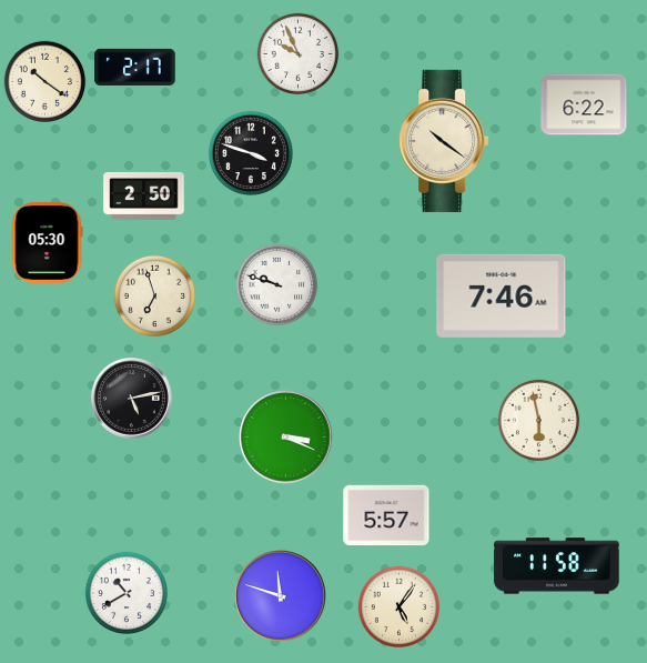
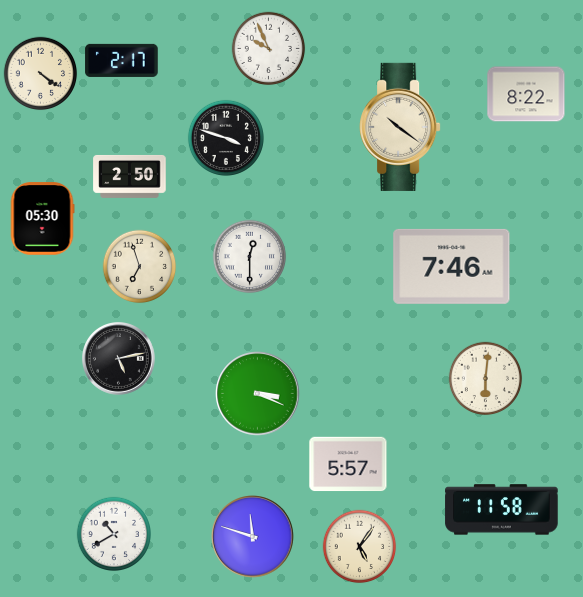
clock at (46, 82): 10:21 -> 4:21
clock at (584, 104): 6:22 -> 8:22
clock at (277, 285): 9:48 -> 12:30
clock at (539, 421): 5:58 -> 6:01
